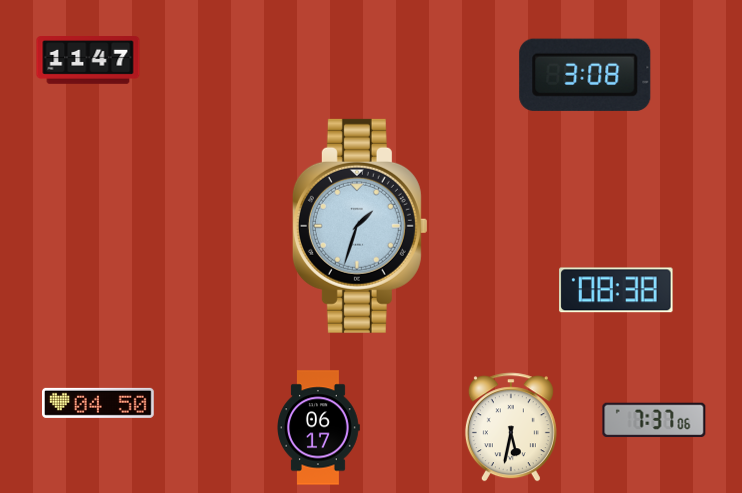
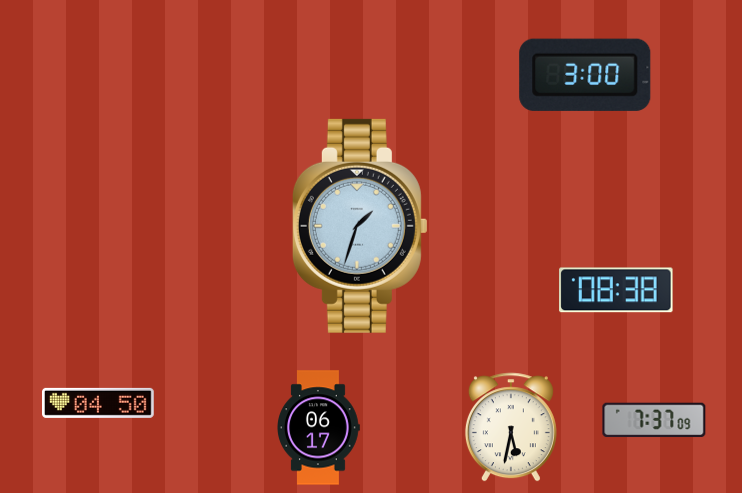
clock at (88, 61): 11:47 -> none
clock at (585, 75): 3:08 -> 3:00
clock at (654, 420): 7:37:06 -> 7:37:09
